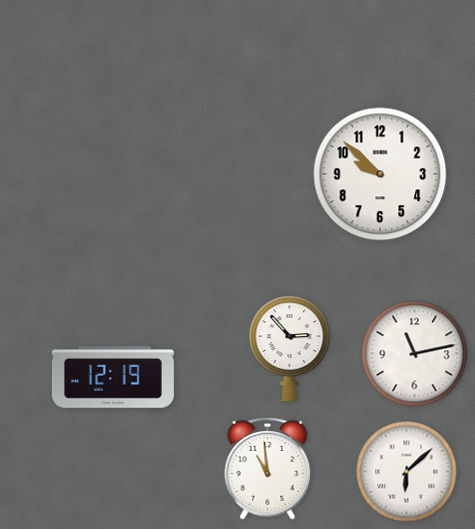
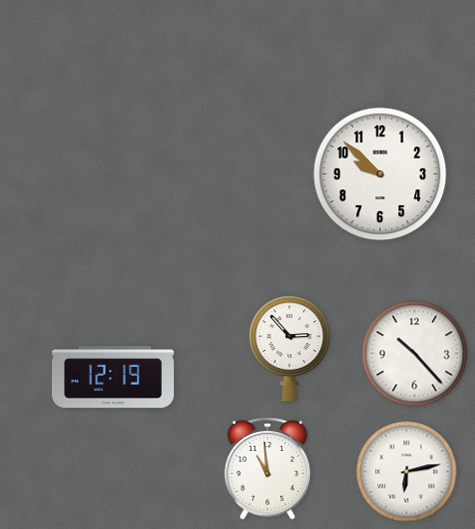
clock at (415, 354): 11:13 -> 10:23
clock at (407, 472): 6:08 -> 6:13
